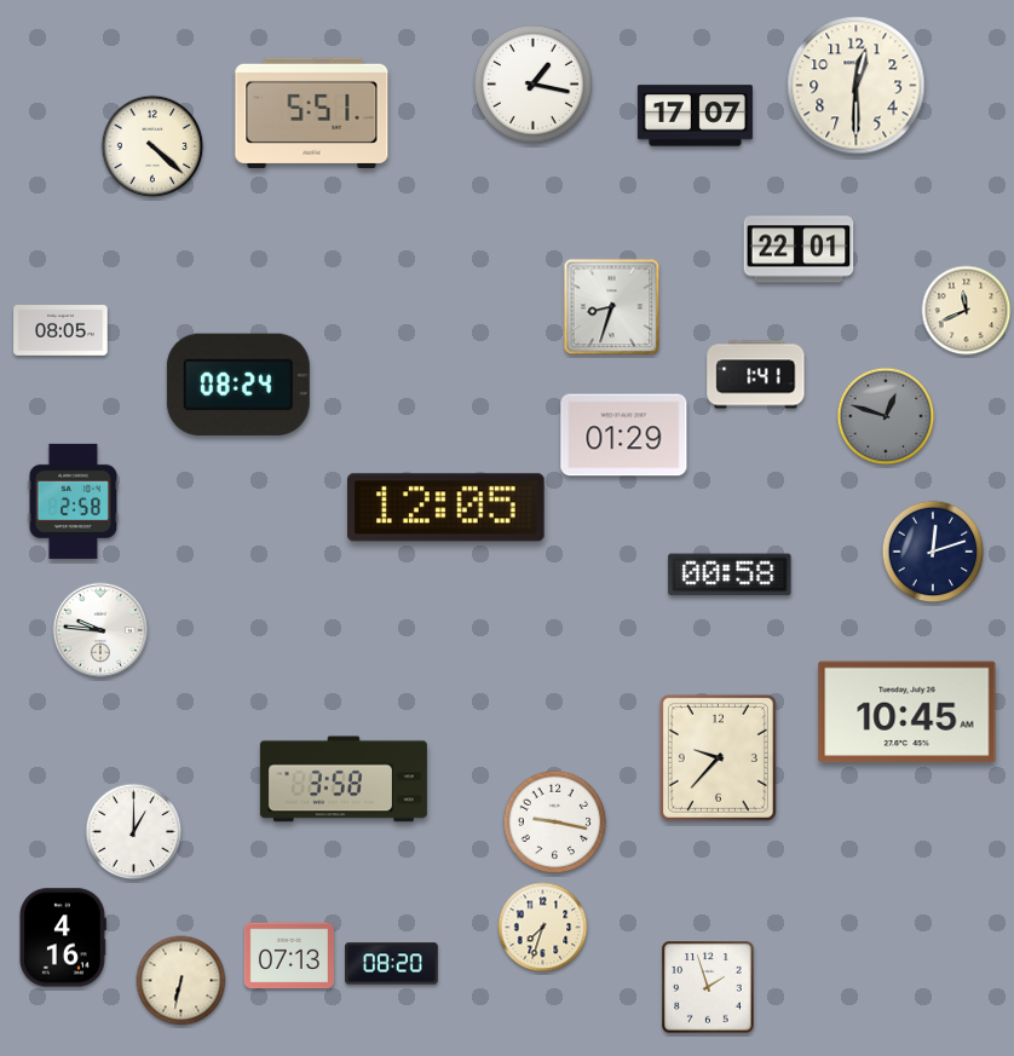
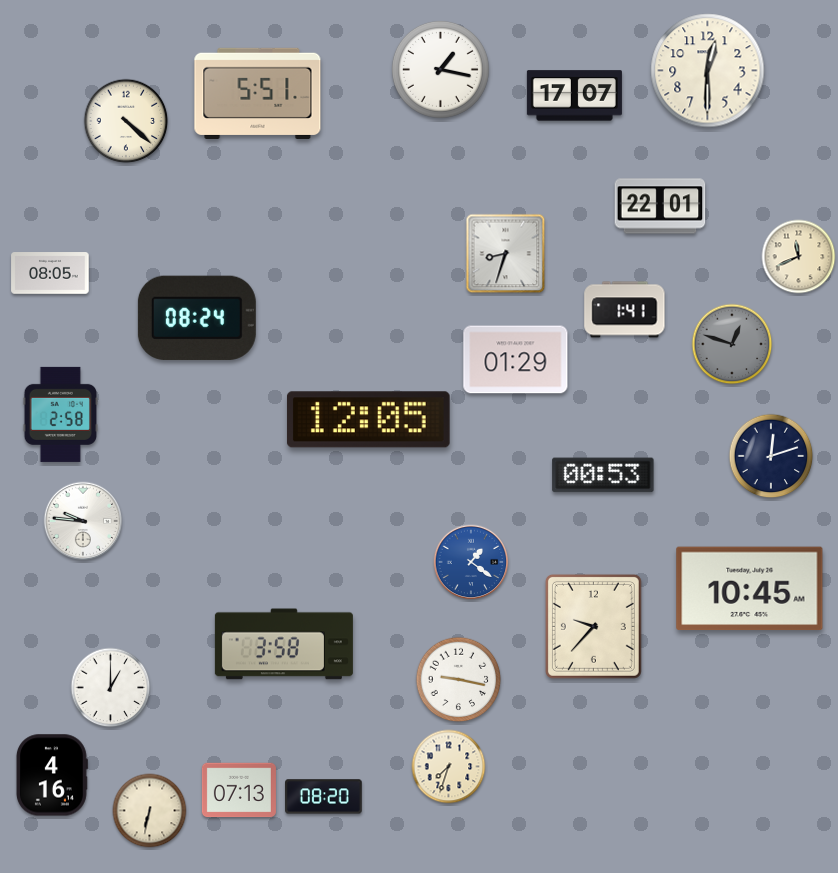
clock at (730, 575): 00:58 -> 00:53
clock at (471, 562): none -> 1:21
clock at (708, 987): 1:57 -> none
